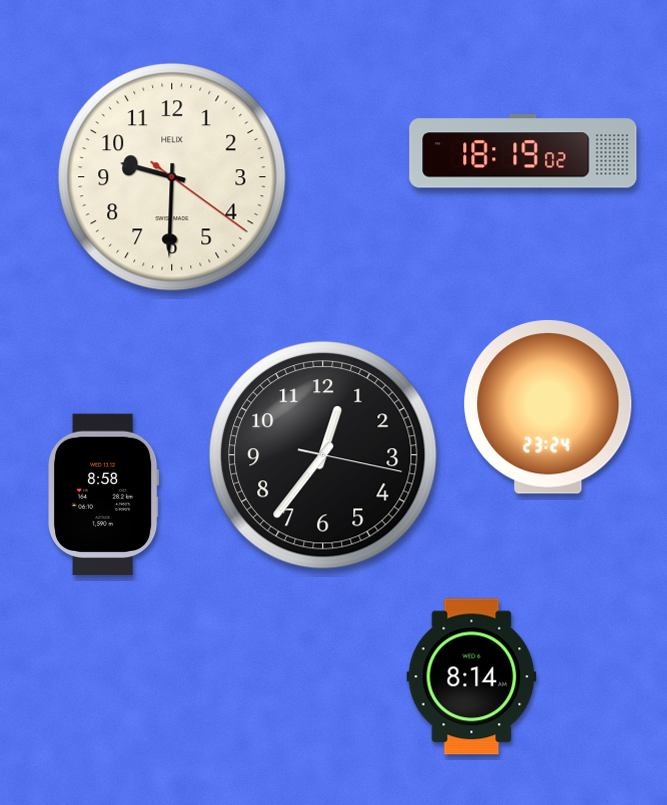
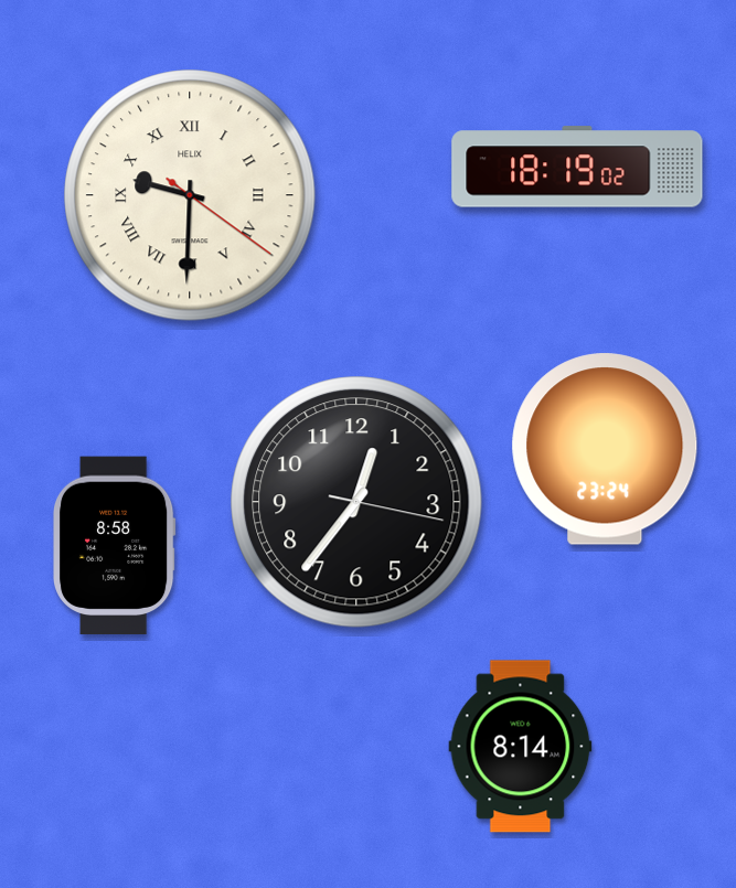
clock at (172, 177) numerals: Arabic -> Roman
